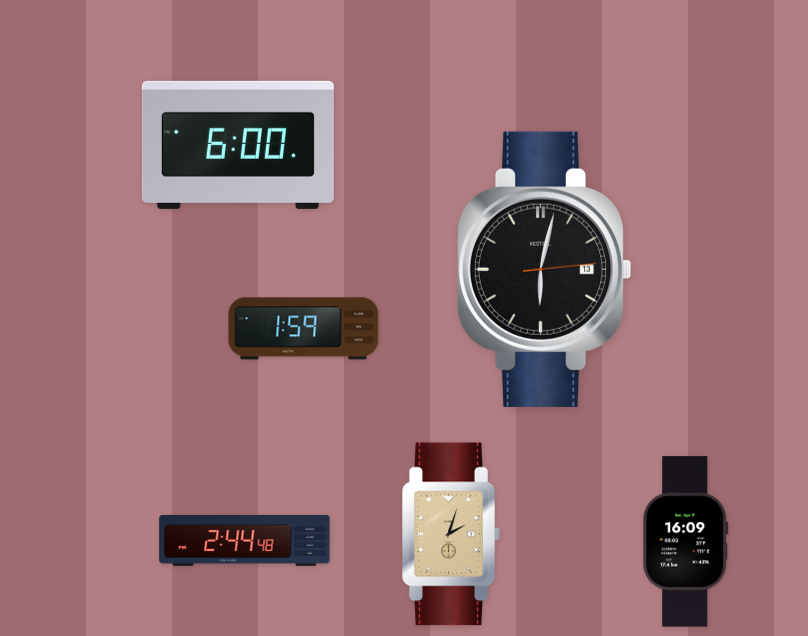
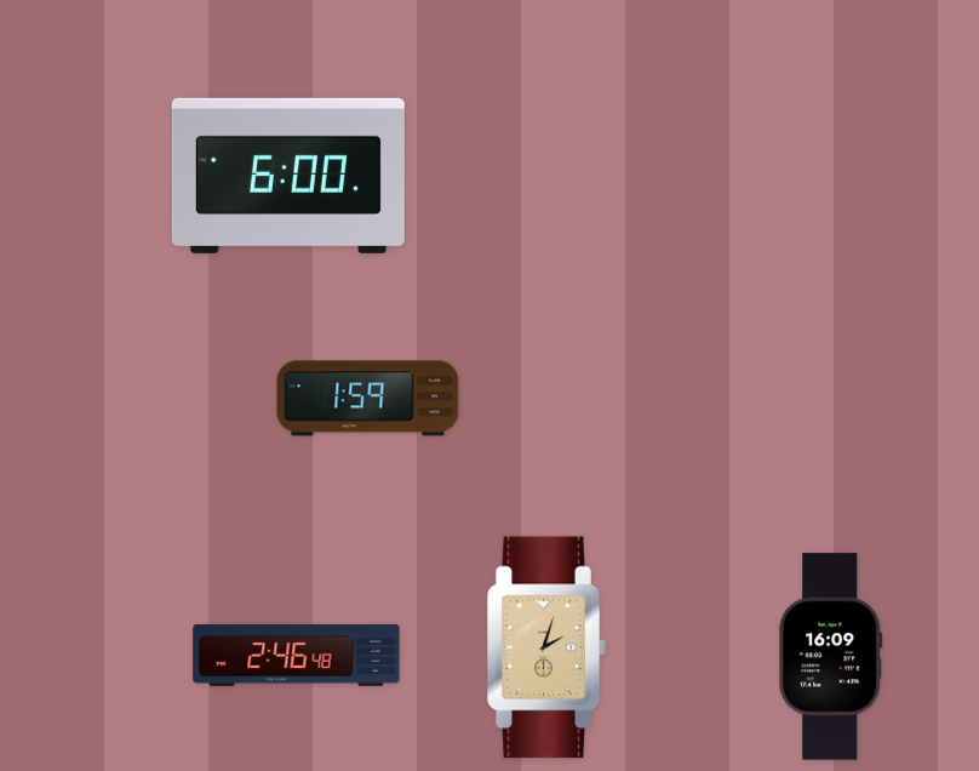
clock at (544, 269): 6:02 -> none
clock at (245, 540): 2:44 -> 2:46
